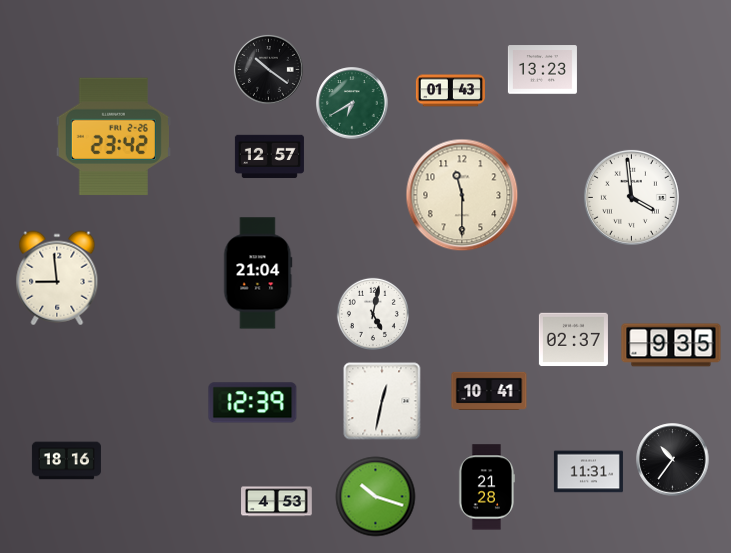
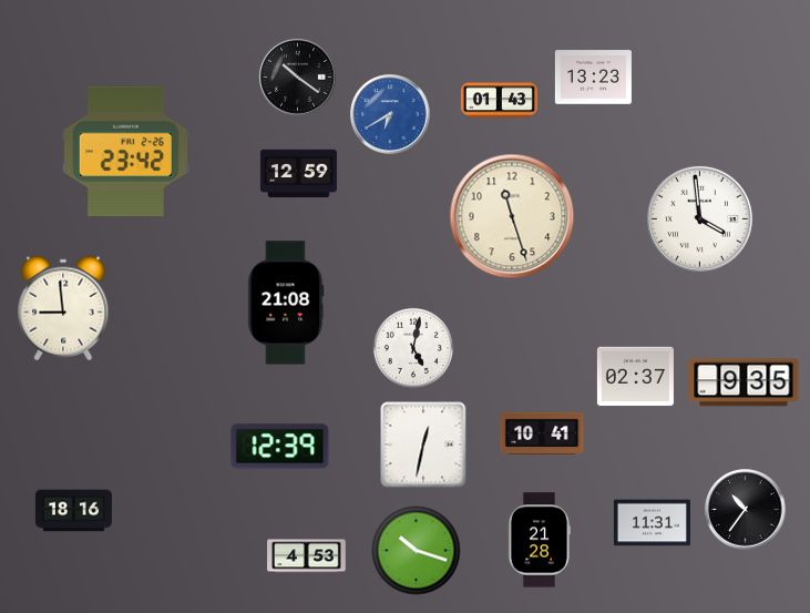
clock at (542, 70) position: (542, 70) -> (593, 78)
clock at (352, 103) dial: green -> blue
clock at (269, 157): 12:57 -> 12:59
clock at (462, 195): 11:30 -> 11:27
clock at (258, 273): 21:04 -> 21:08
